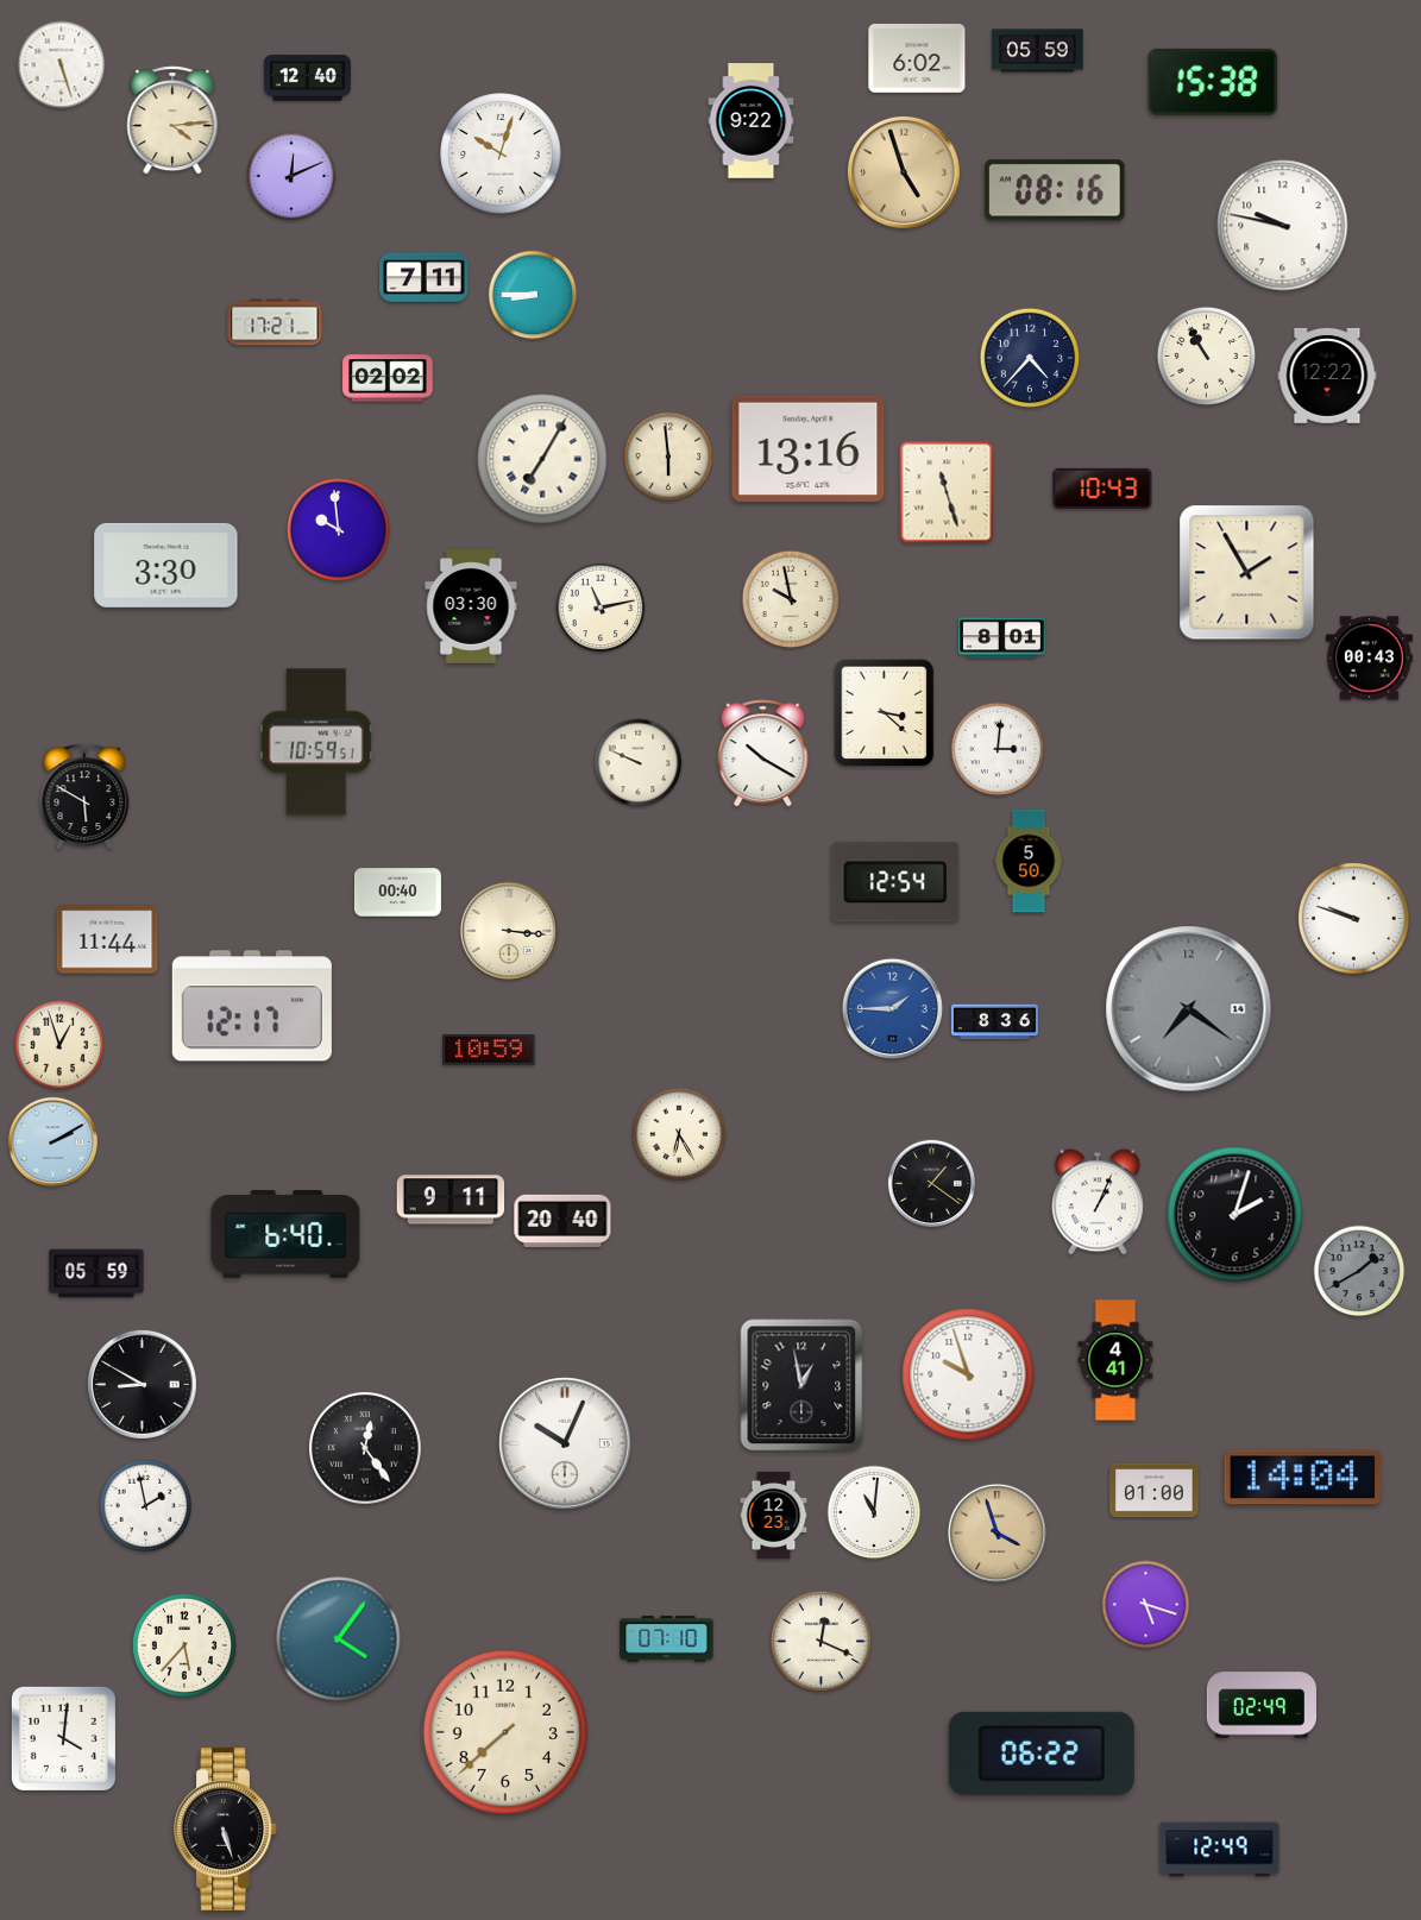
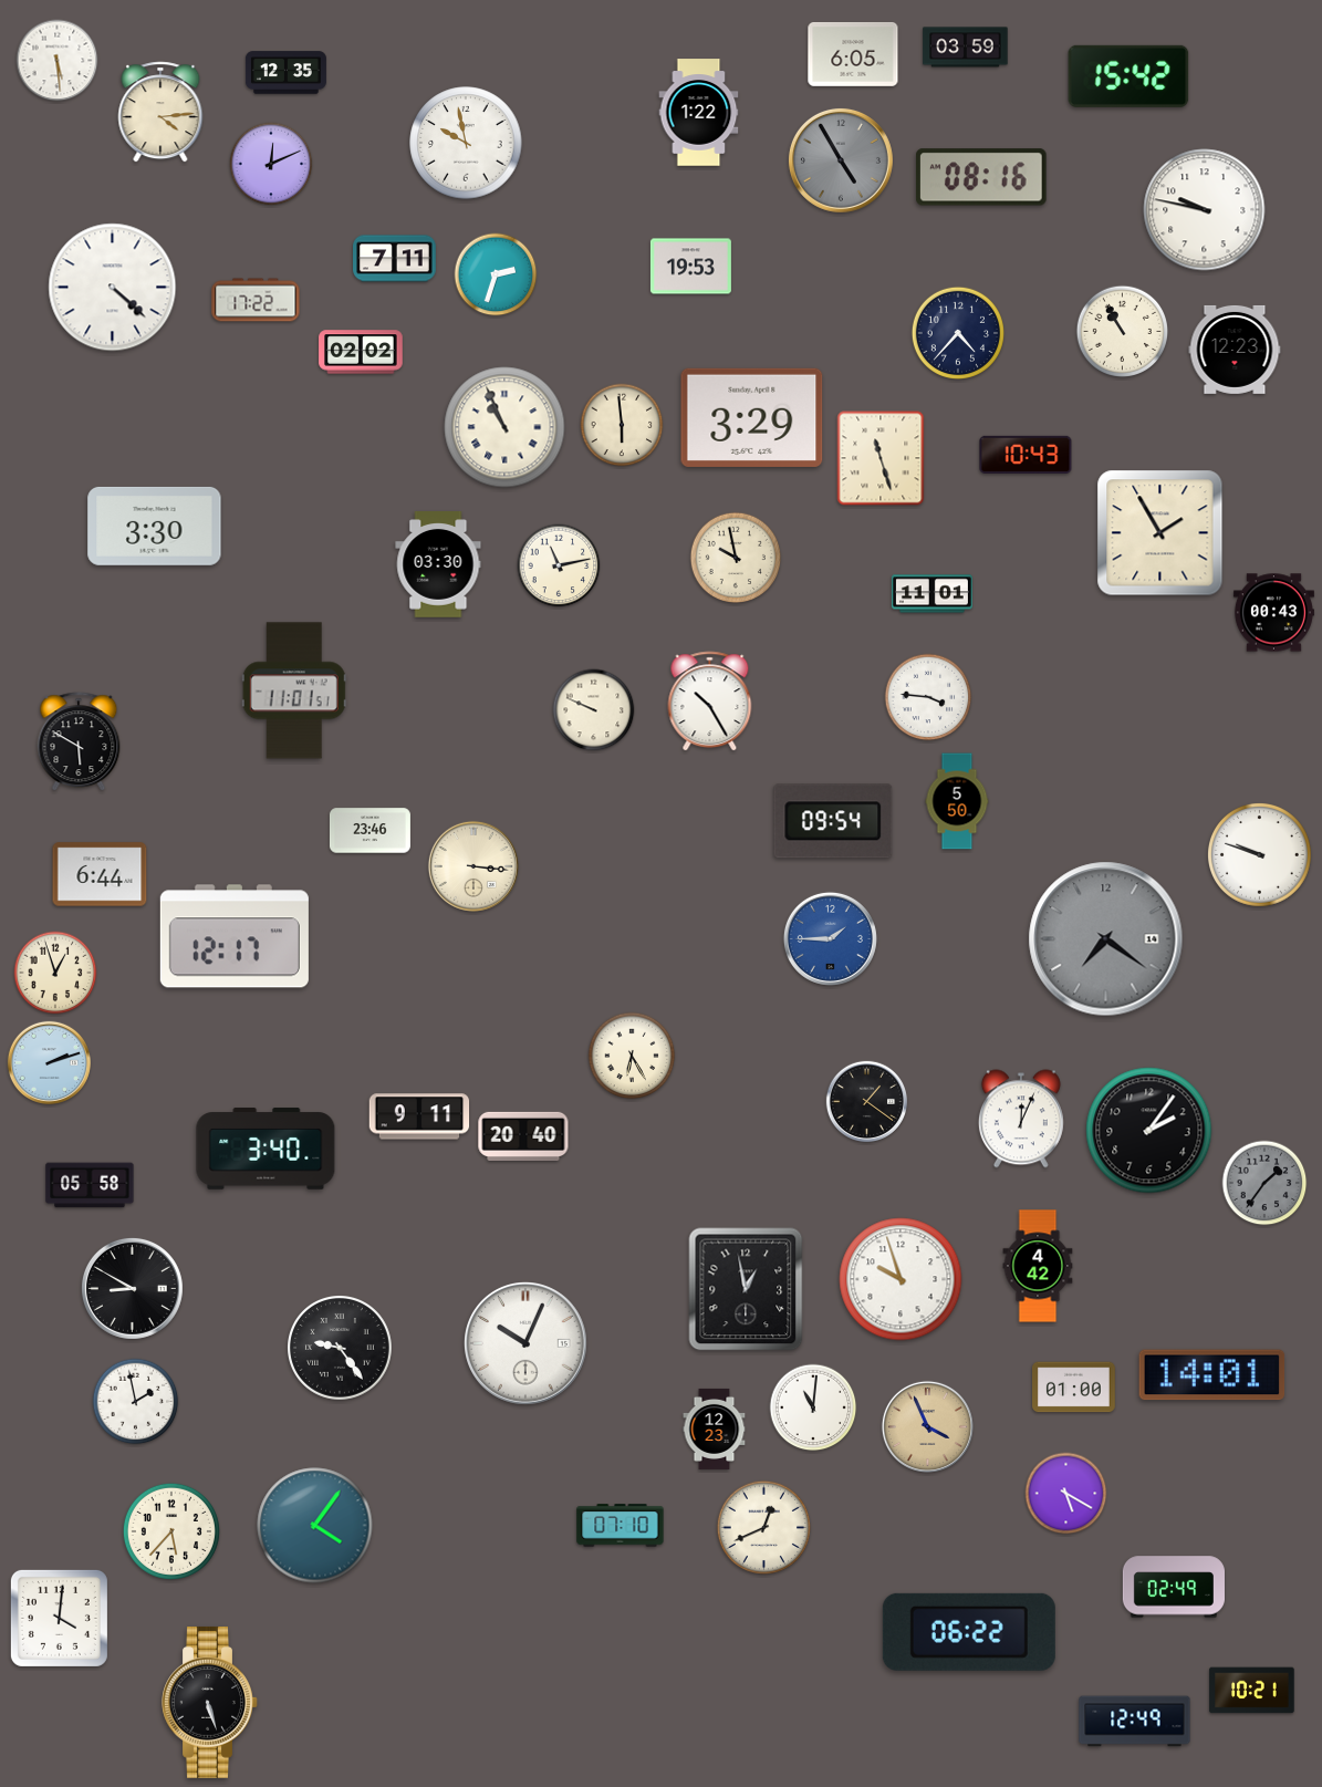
clock at (1038, 51): 05:59 -> 03:59
clock at (917, 58): 6:02 -> 6:05
clock at (62, 65): 5:27 -> 5:29
clock at (307, 78): 12:40 -> 12:35
clock at (1213, 82): 15:38 -> 15:42
clock at (752, 121): 9:22 -> 1:22
clock at (501, 153): 10:03 -> 9:58
clock at (904, 172): 4:57 -> 4:55
clock at (904, 172) dial: champagne -> grey
clock at (1283, 226) position: (1283, 226) -> (1205, 210)
clock at (690, 267): none -> 19:53
clock at (533, 295): 8:45 -> 2:33
clock at (113, 288): none -> 4:22
clock at (275, 322): 17:21 -> 17:22
clock at (1327, 376): 12:22 -> 12:23
clock at (809, 448): 13:16 -> 3:29
clock at (542, 459): 7:05 -> 10:56
clock at (338, 529): 9:59 -> none
clock at (1001, 638): 8:01 -> 11:01
clock at (885, 713): 3:22 -> none
clock at (316, 742): 10:59 -> 11:01
clock at (998, 749): 3:01 -> 3:46
clock at (763, 754): 10:20 -> 10:25
clock at (895, 882): 12:54 -> 09:54
clock at (397, 893): 00:40 -> 23:46
clock at (107, 939): 11:44 -> 6:44
clock at (994, 1022): 8:36 -> none
clock at (489, 1050): 10:59 -> none
clock at (52, 1141): 2:10 -> 2:12
clock at (1098, 1202): 1:04 -> 12:04
clock at (1235, 1215): 2:03 -> 2:06
clock at (285, 1234): 6:40 -> 3:40
clock at (1359, 1271): 1:40 -> 1:36
clock at (96, 1273): 05:59 -> 05:58
clock at (1115, 1360): 4:41 -> 4:42
clock at (366, 1449): 12:24 -> 9:24
clock at (1303, 1478): 14:04 -> 14:01
clock at (774, 1515) position: (774, 1515) -> (715, 1428)
clock at (996, 1532): 3:57 -> 3:56
clock at (1146, 1605): 5:18 -> 5:20
clock at (820, 1641): 12:19 -> 12:41
clock at (504, 1731): 7:38 -> none
clock at (1252, 1691): none -> 10:21
